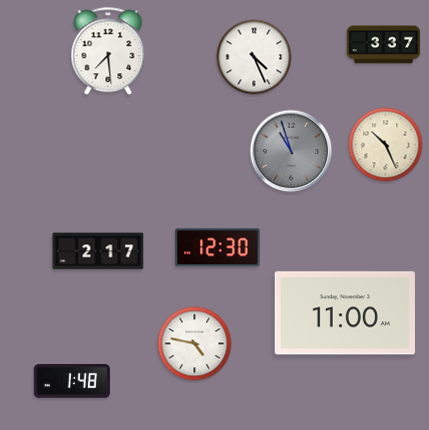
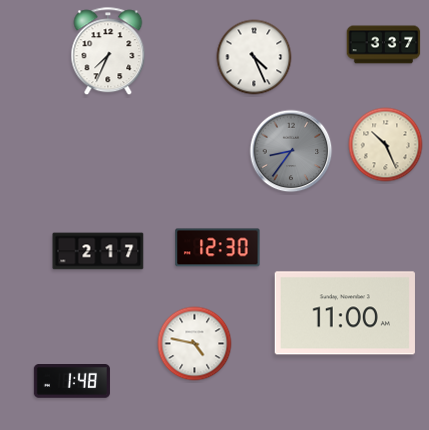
clock at (108, 52): 7:29 -> 7:34
clock at (291, 151): 10:57 -> 8:36
